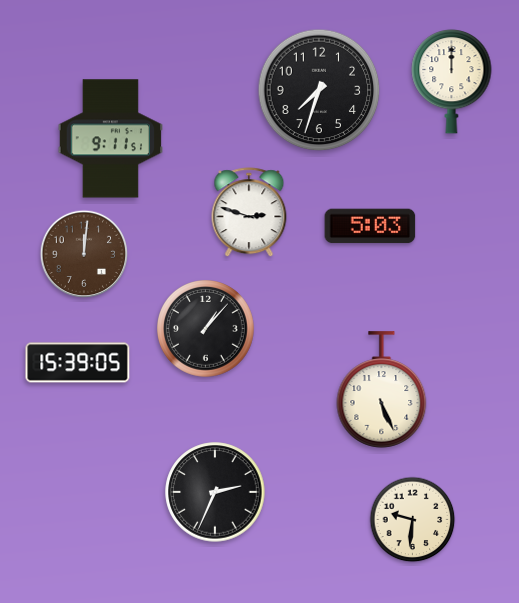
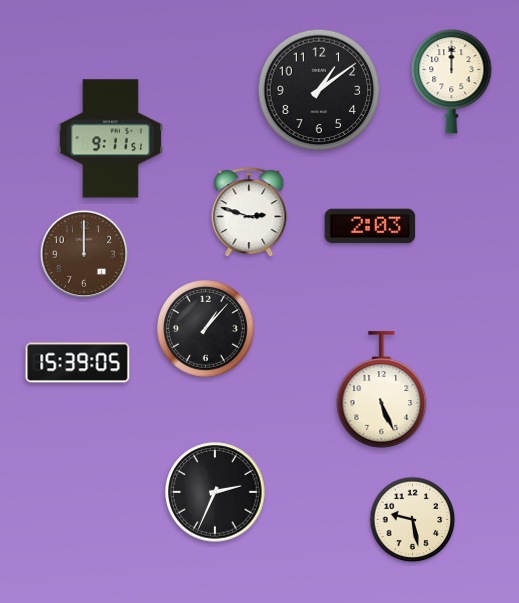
clock at (319, 90): 7:33 -> 1:09
clock at (370, 226): 5:03 -> 2:03
clock at (84, 254): 12:01 -> 12:00
clock at (413, 520): 9:31 -> 9:28
